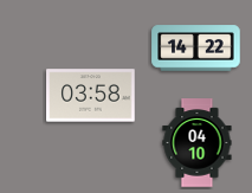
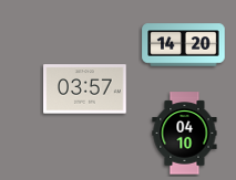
clock at (196, 49): 14:22 -> 14:20
clock at (91, 96): 03:58 -> 03:57
